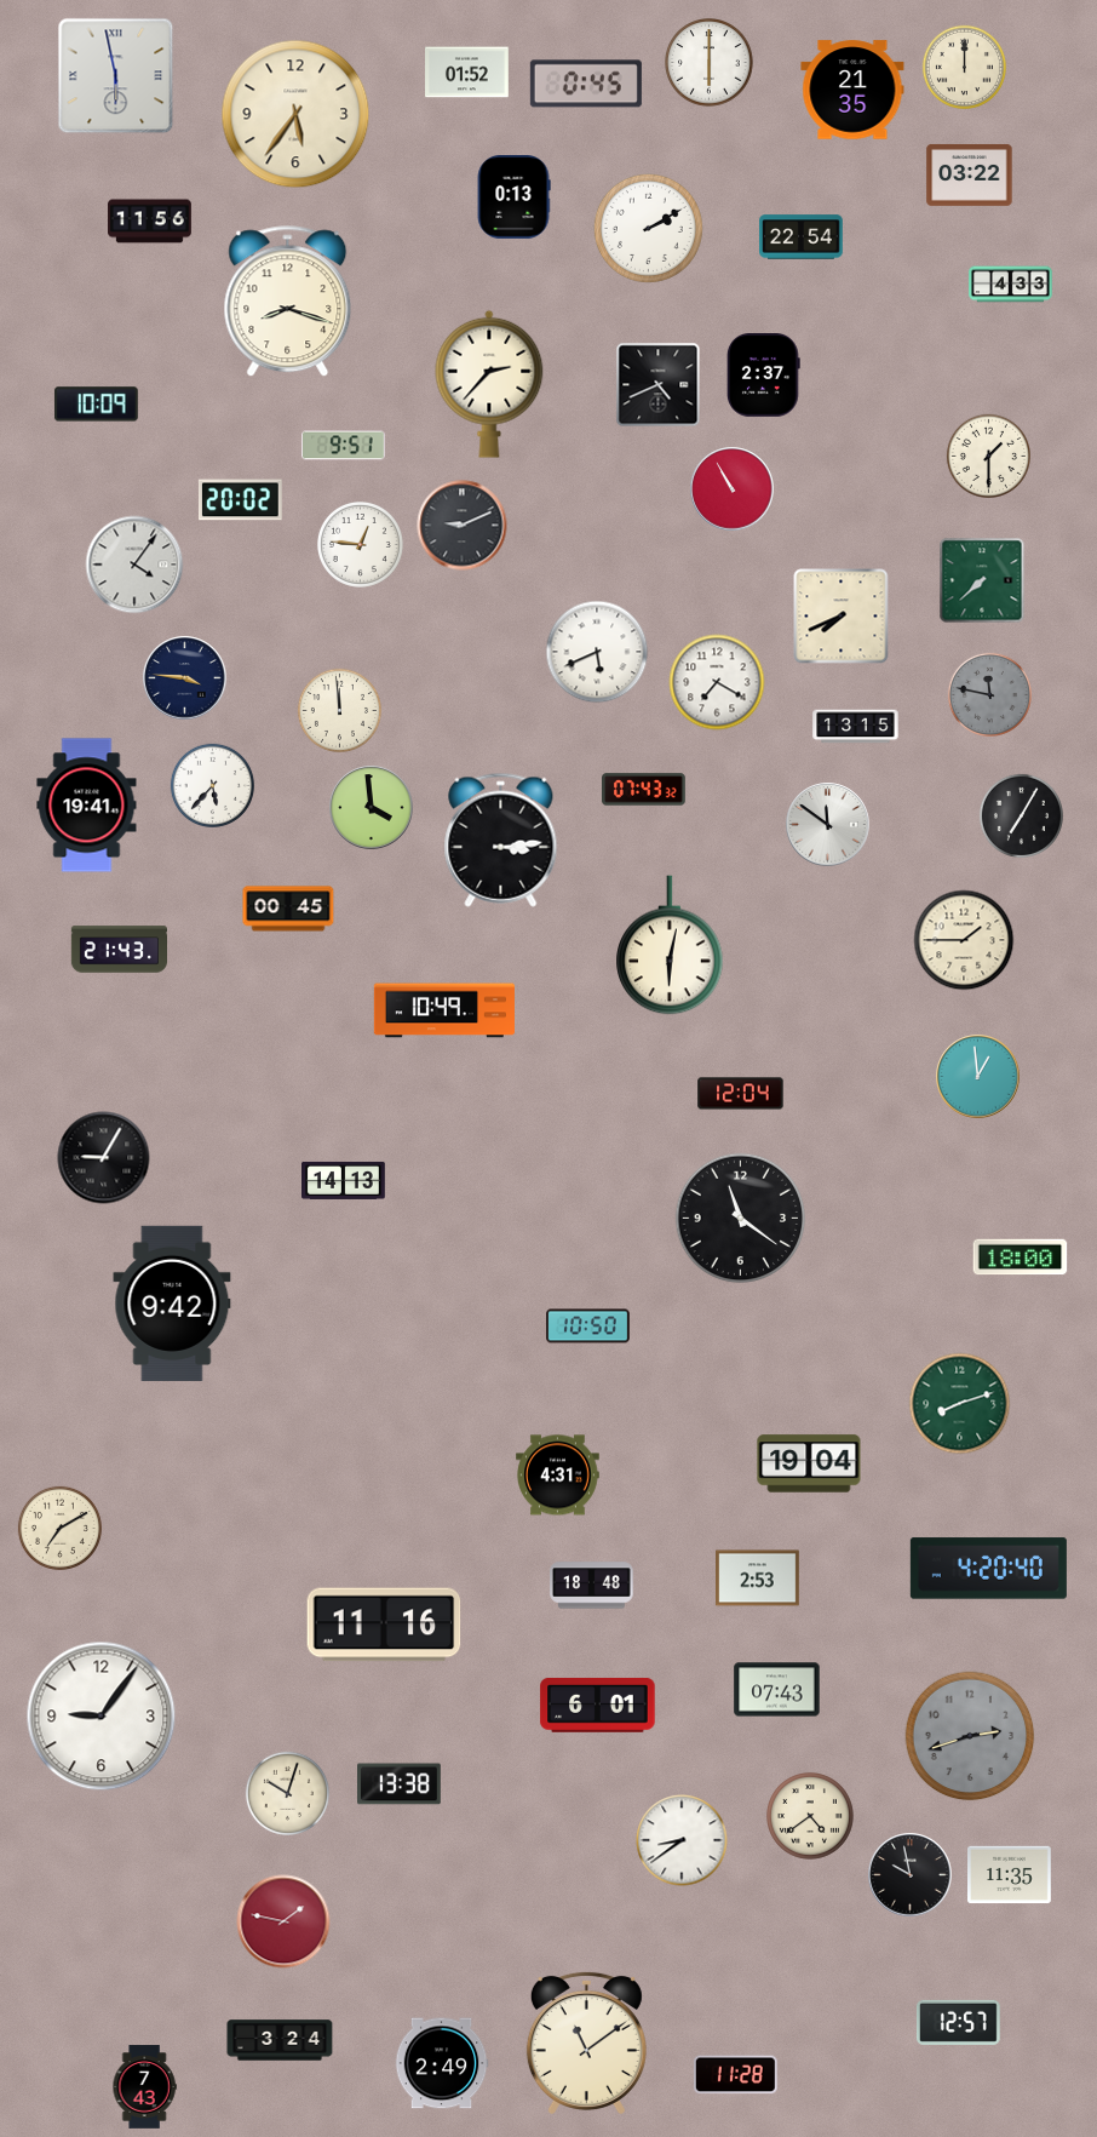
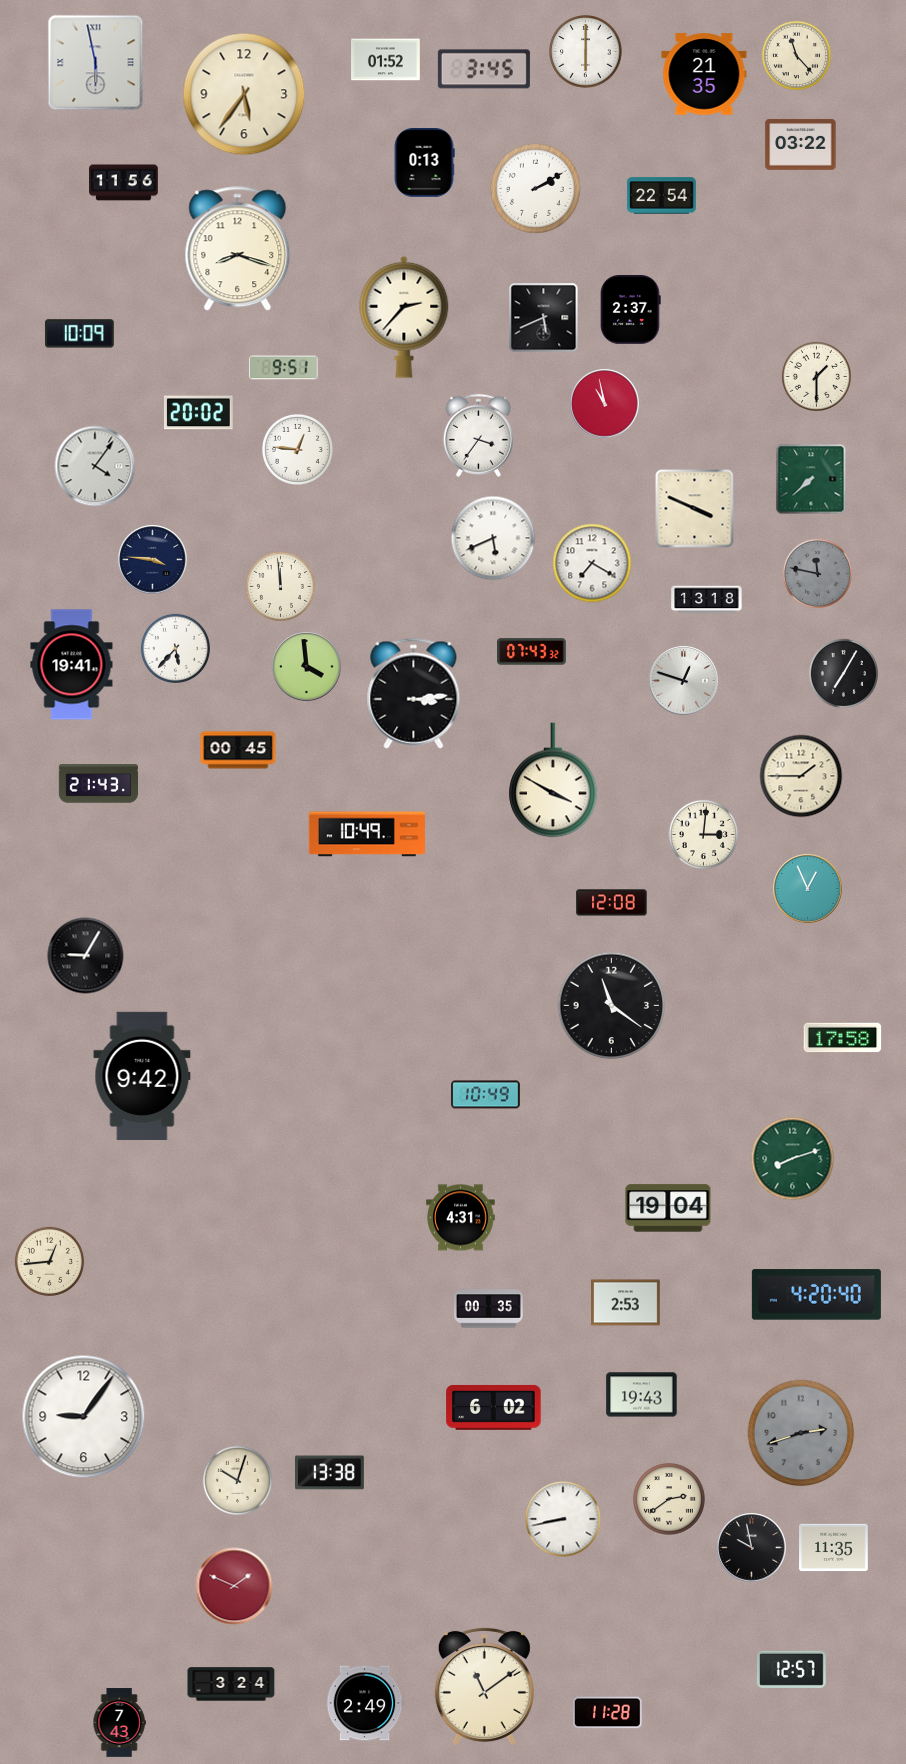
clock at (964, 67): 12:00 -> 11:23
clock at (586, 84): 0:45 -> 3:45
clock at (1011, 285): 4:33 -> none
clock at (659, 385): 4:41 -> 5:41
clock at (733, 489): 10:55 -> 10:58
clock at (463, 526): 9:11 -> none
clock at (478, 435): none -> 3:36
clock at (134, 565) position: (134, 565) -> (95, 466)
clock at (842, 617): 7:41 -> 3:49
clock at (856, 727): 13:15 -> 13:18
clock at (828, 825): 11:51 -> 12:48
clock at (964, 940) position: (964, 940) -> (801, 776)
clock at (670, 945): 6:02 -> 3:50
clock at (703, 834): none -> 3:01
clock at (978, 1077): 12:59 -> 12:56
clock at (741, 1094): 12:04 -> 12:08
clock at (344, 1180): 14:13 -> none
clock at (1021, 1257): 18:00 -> 17:58
clock at (588, 1327): 10:50 -> 10:49
clock at (59, 1528): 7:10 -> 12:44
clock at (592, 1586): 18:48 -> 00:35
clock at (384, 1625): 11:16 -> none
clock at (777, 1690): 07:43 -> 19:43
clock at (598, 1705): 6:01 -> 6:02
clock at (811, 1817): 4:39 -> 2:39
clock at (682, 1840): 8:39 -> 8:43
clock at (283, 1921): 1:47 -> 1:49
